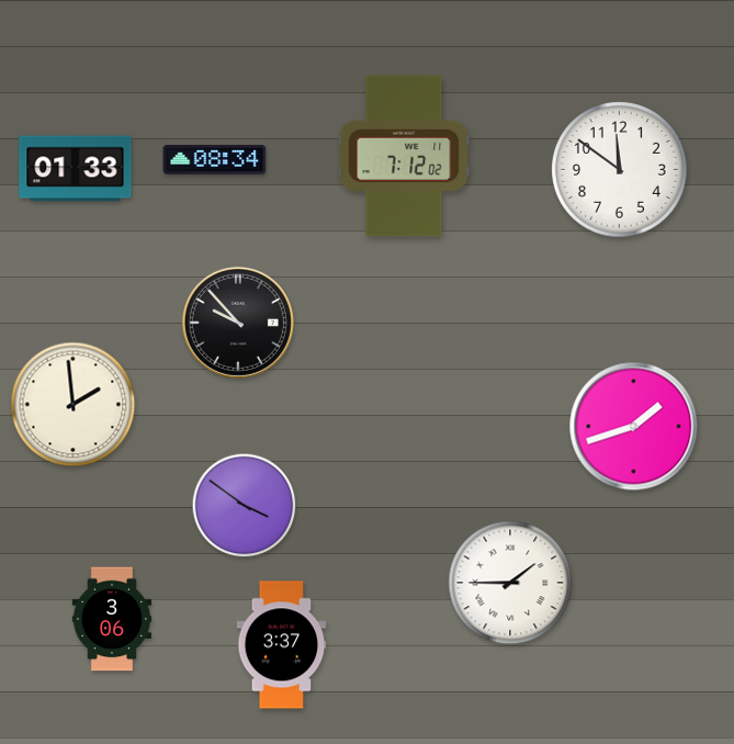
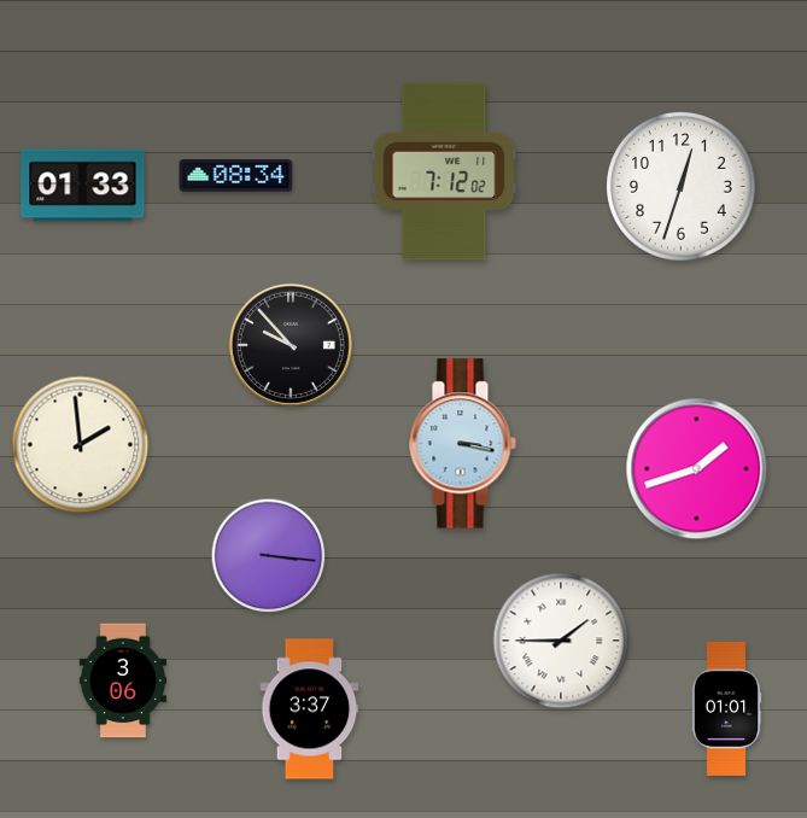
clock at (620, 170): 11:51 -> 12:33
clock at (238, 323) position: (238, 323) -> (291, 345)
clock at (462, 444): none -> 3:17
clock at (245, 506): 3:51 -> 3:16
clock at (726, 708): none -> 01:01
